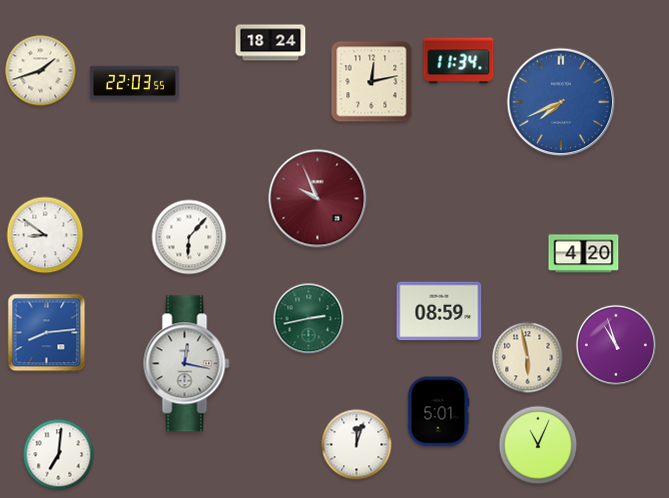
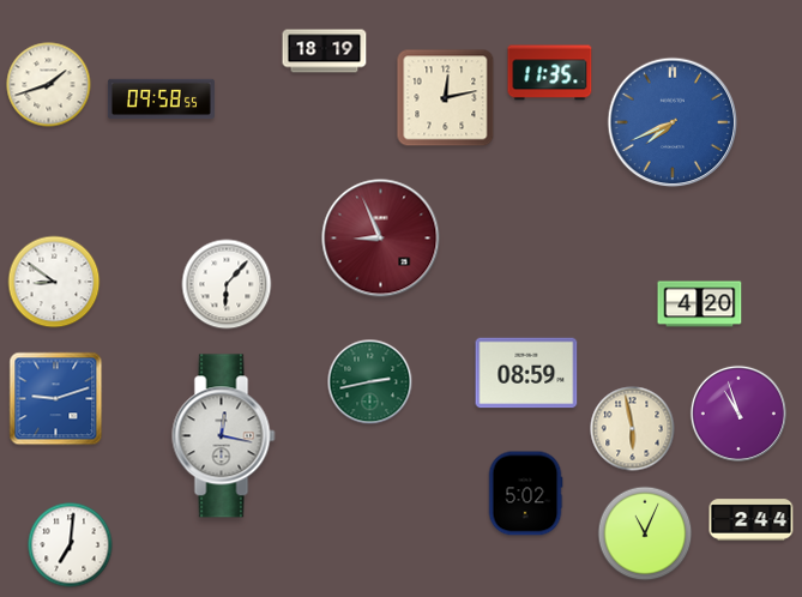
clock at (271, 43): 18:24 -> 18:19
clock at (459, 61): 11:34 -> 11:35
clock at (134, 83): 22:03 -> 09:58
clock at (318, 199): 9:56 -> 8:56
clock at (47, 333): 8:14 -> 9:12
clock at (438, 412): 5:01 -> 5:02
clock at (752, 520): none -> 2:44
clock at (357, 445): 12:03 -> none
